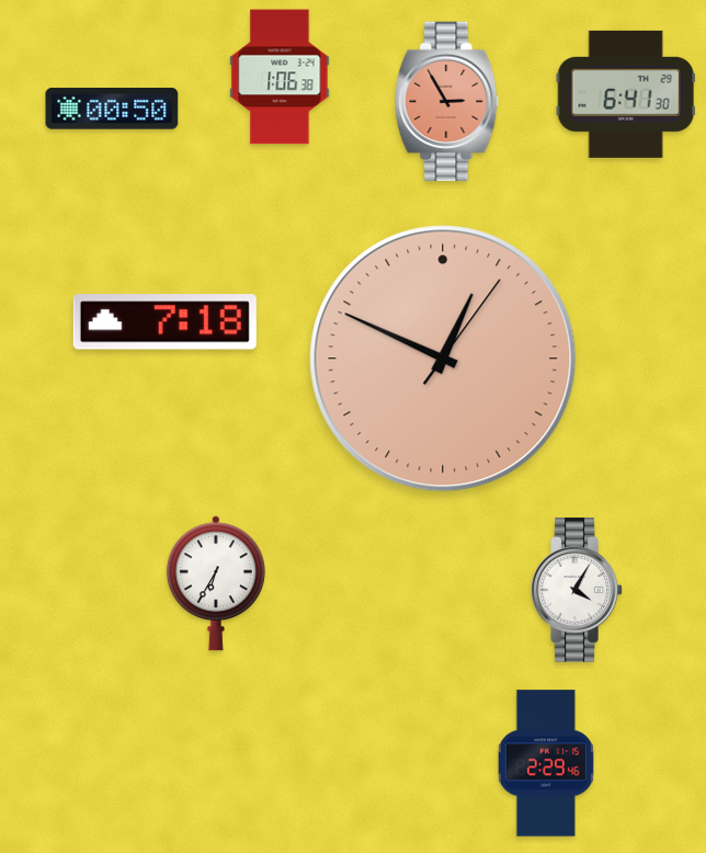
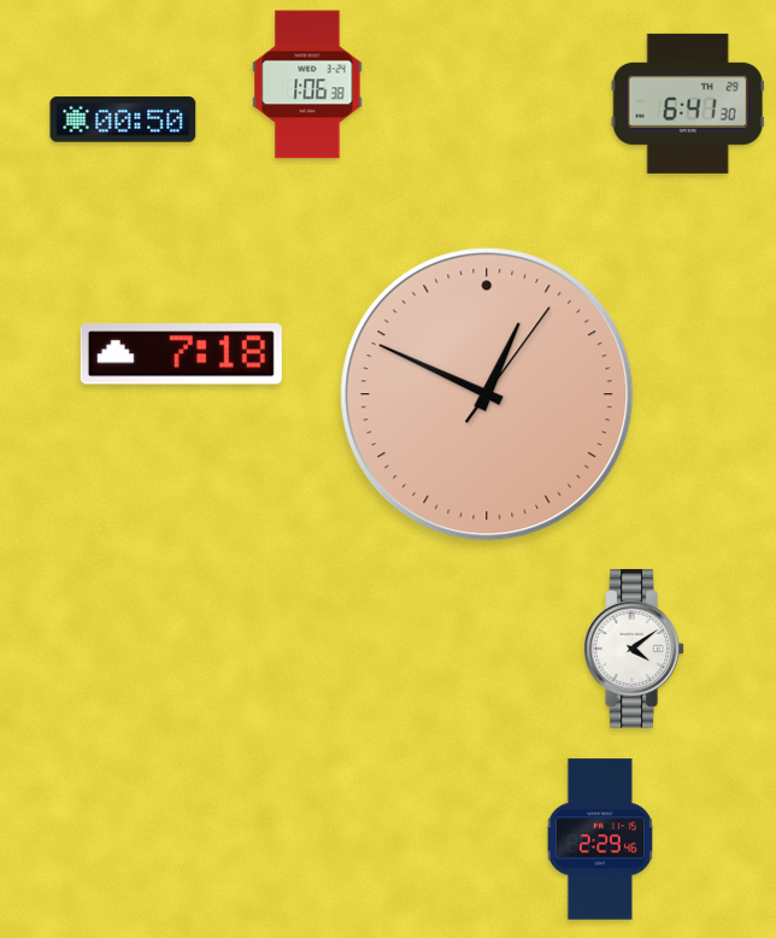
clock at (447, 101): 2:55 -> none
clock at (216, 583): 6:35 -> none
clock at (577, 590): 4:05 -> 4:09
